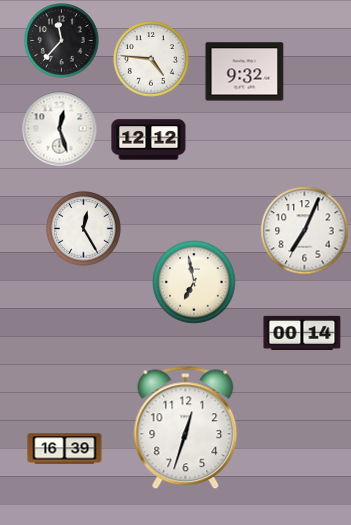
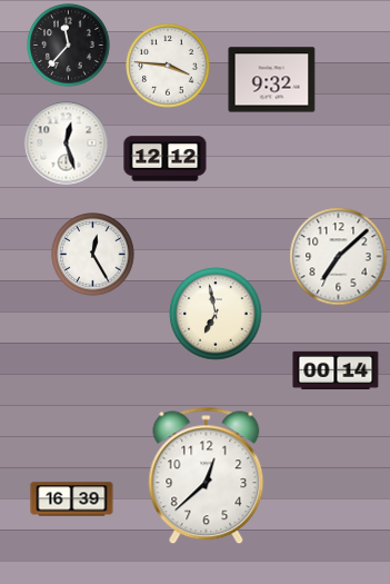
clock at (151, 59): 4:46 -> 3:46
clock at (149, 140) position: (149, 140) -> (166, 159)
clock at (305, 231): 7:04 -> 7:08
clock at (186, 428): 12:33 -> 12:38
